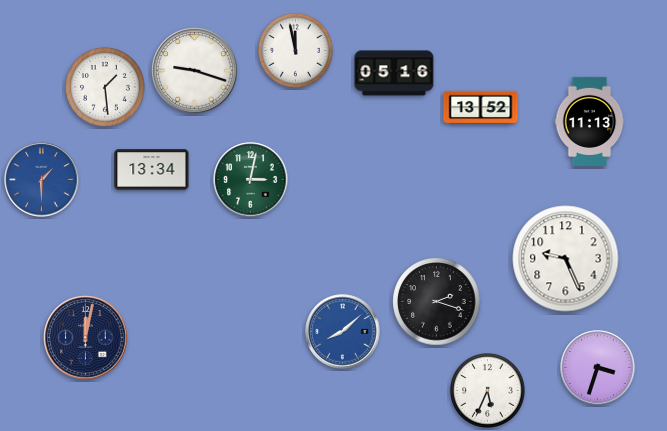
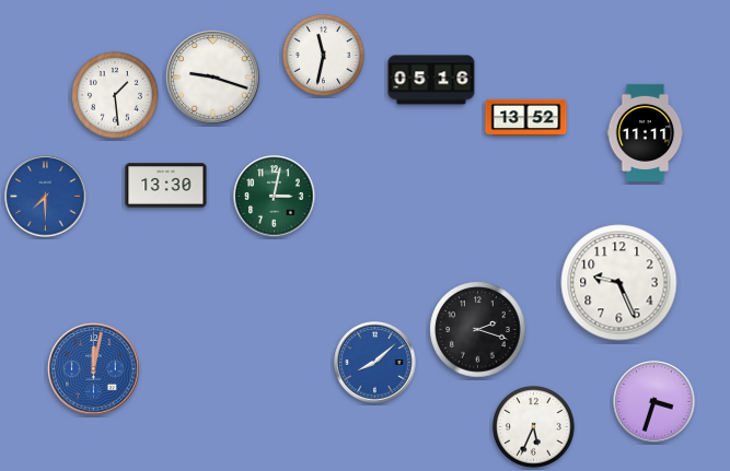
clock at (296, 51): 11:58 -> 11:32
clock at (590, 121): 11:13 -> 11:11
clock at (152, 170): 13:34 -> 13:30
clock at (42, 180): 1:30 -> 7:30
clock at (86, 338) dial: navy -> blue
